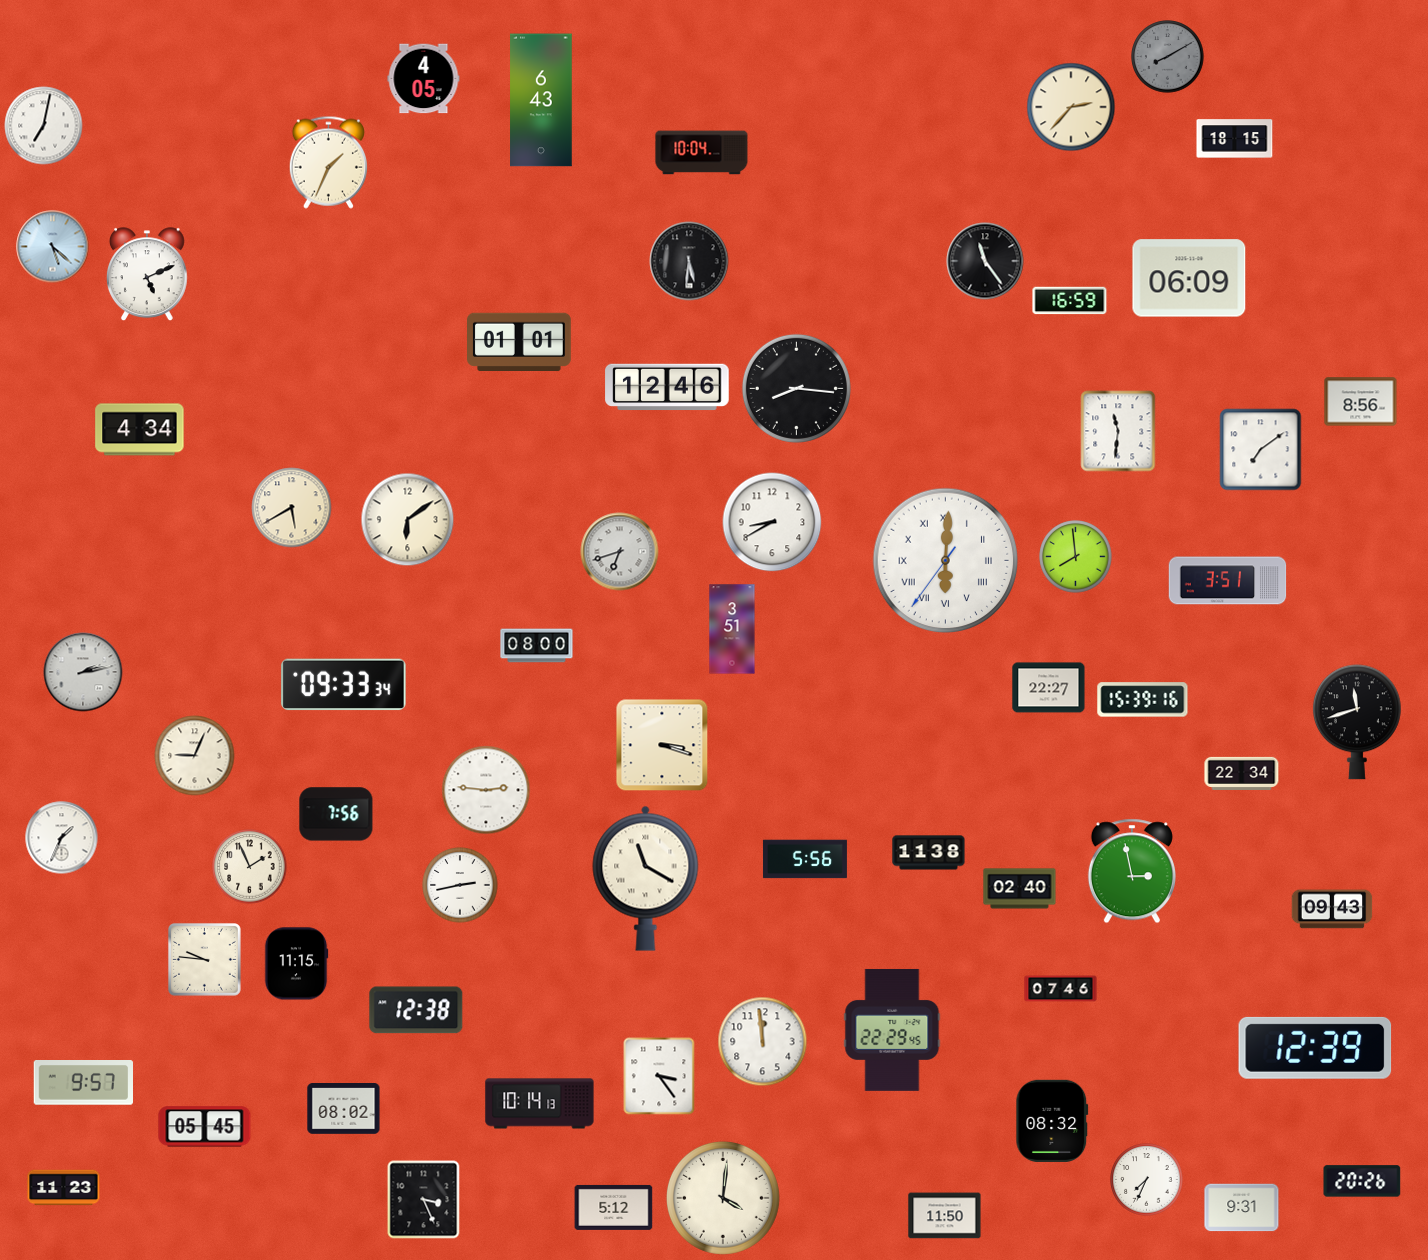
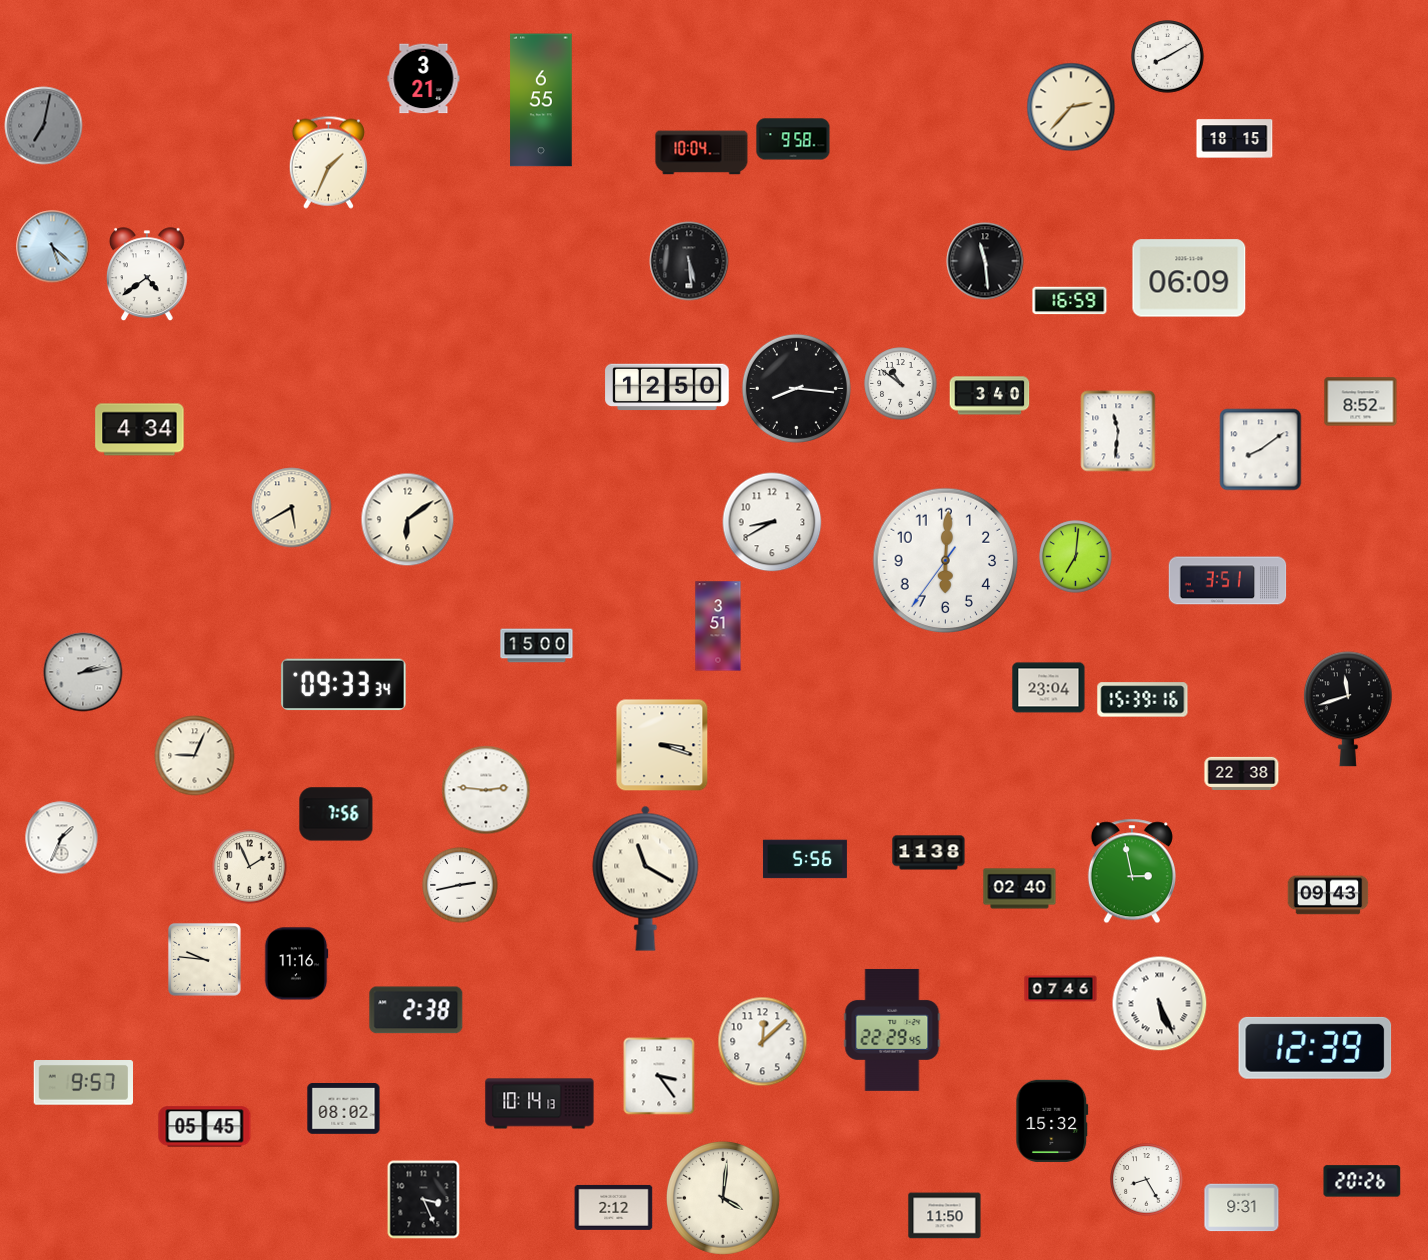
clock at (1168, 57) dial: grey -> white
clock at (424, 79): 4:05 -> 3:21
clock at (541, 100): 6:43 -> 6:55
clock at (44, 126) dial: white -> grey
clock at (793, 139): none -> 9:58
clock at (689, 261): 5:31 -> 5:29
clock at (985, 261): 11:24 -> 11:29
clock at (147, 275): 5:11 -> 4:39
clock at (520, 341): 01:01 -> none
clock at (901, 384): none -> 10:51
clock at (667, 387): 12:46 -> 12:50
clock at (990, 396): none -> 3:40
clock at (1361, 402): 8:56 -> 8:52
clock at (1261, 450): 7:09 -> 8:09
clock at (620, 552): 6:42 -> none
clock at (1076, 557): 7:59 -> 7:01
clock at (946, 561) numerals: Roman -> Arabic
clock at (732, 629) position: (732, 629) -> (718, 626)
clock at (537, 646): 08:00 -> 15:00
clock at (1049, 688): 22:27 -> 23:04
clock at (1357, 722) position: (1357, 722) -> (1348, 709)
clock at (1242, 773): 22:34 -> 22:38
clock at (1332, 909) position: (1332, 909) -> (1328, 895)
clock at (296, 964): 11:15 -> 11:16
clock at (1160, 1004): none -> 5:26
clock at (416, 1010): 12:38 -> 2:38
clock at (763, 1042): 11:59 -> 12:08
clock at (1052, 1121): 08:32 -> 15:32
clock at (1147, 1180): 7:34 -> 8:25
clock at (64, 1188): 11:23 -> none
clock at (614, 1207): 5:12 -> 2:12
